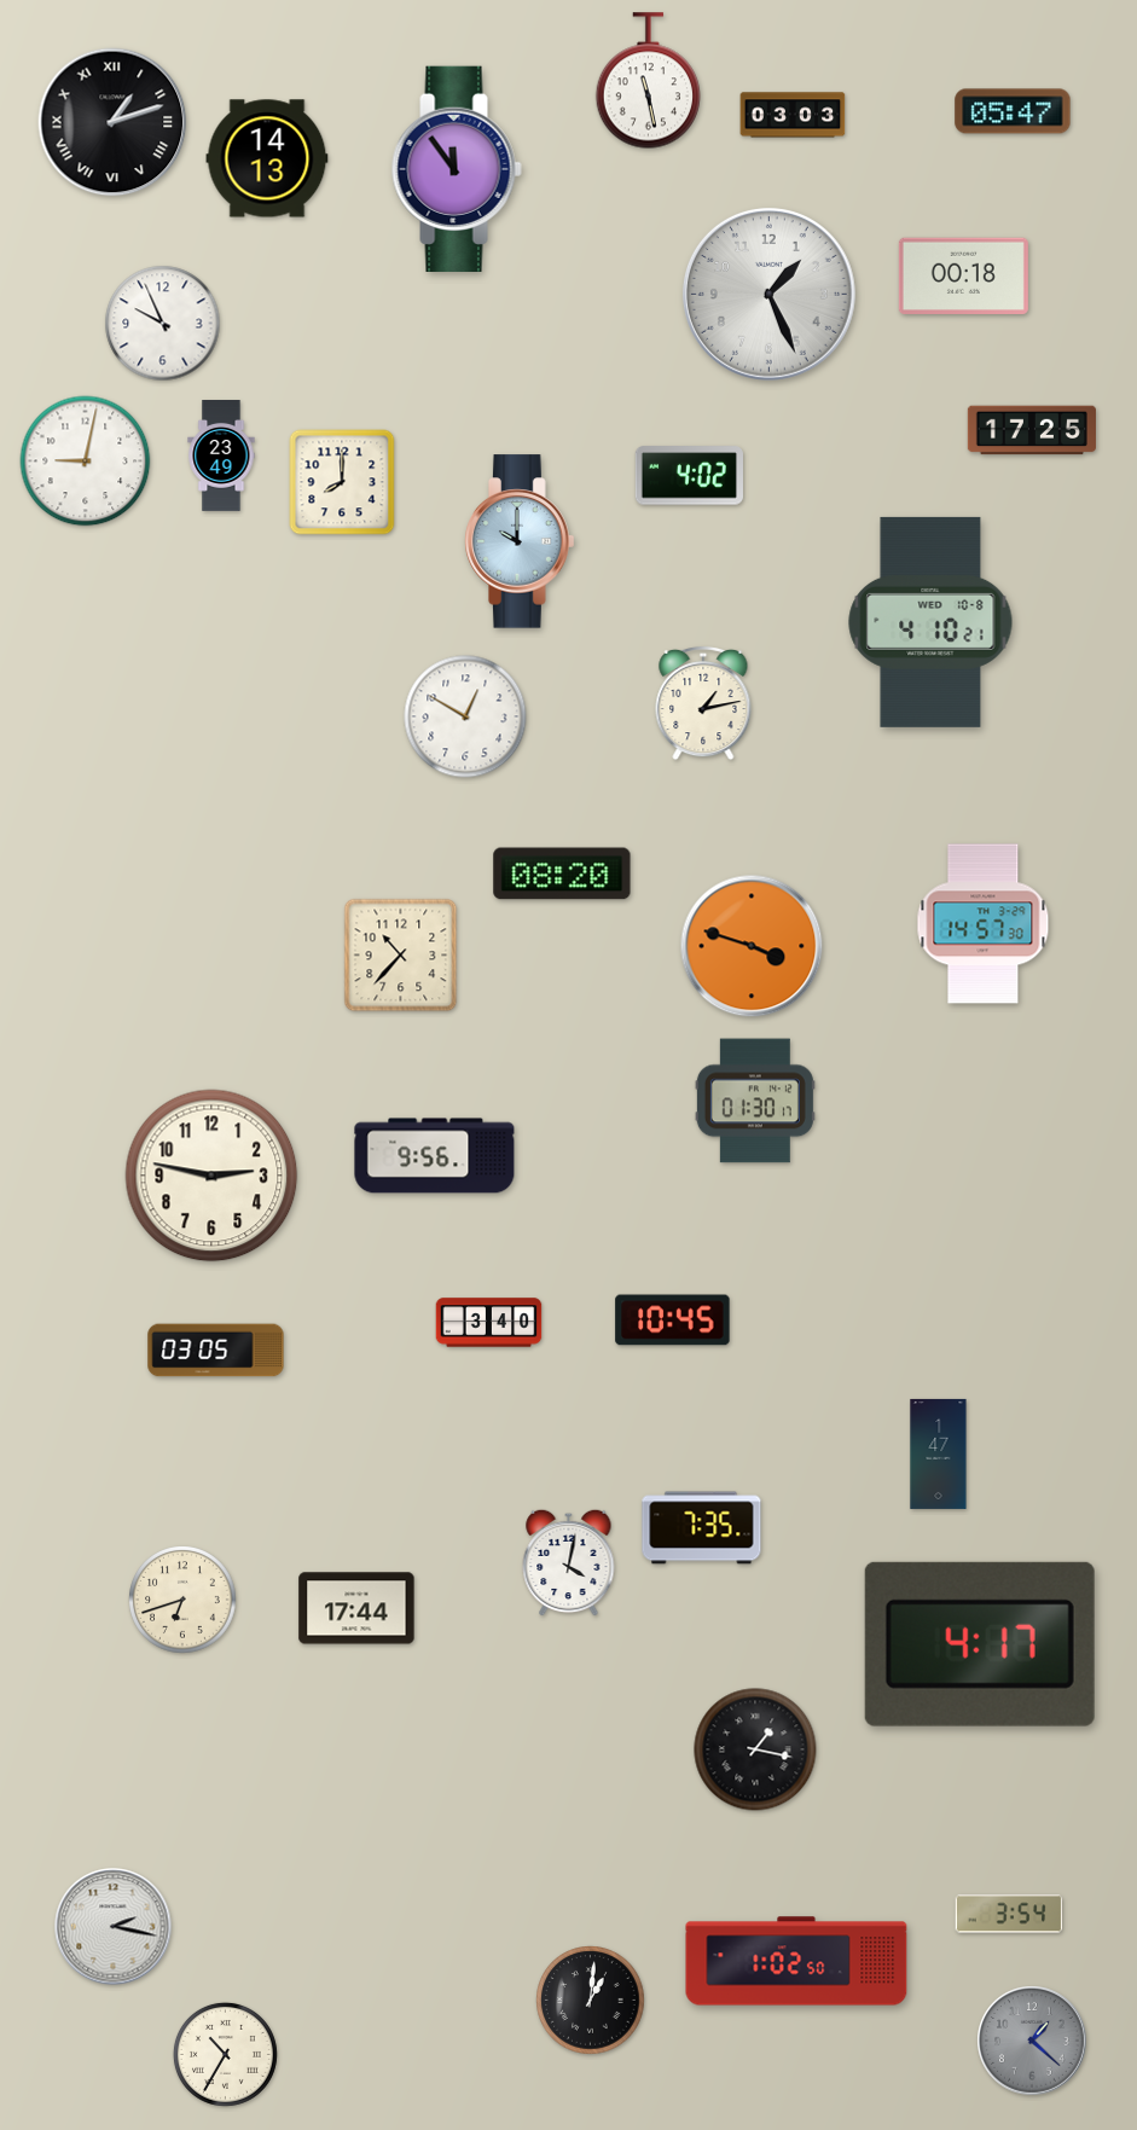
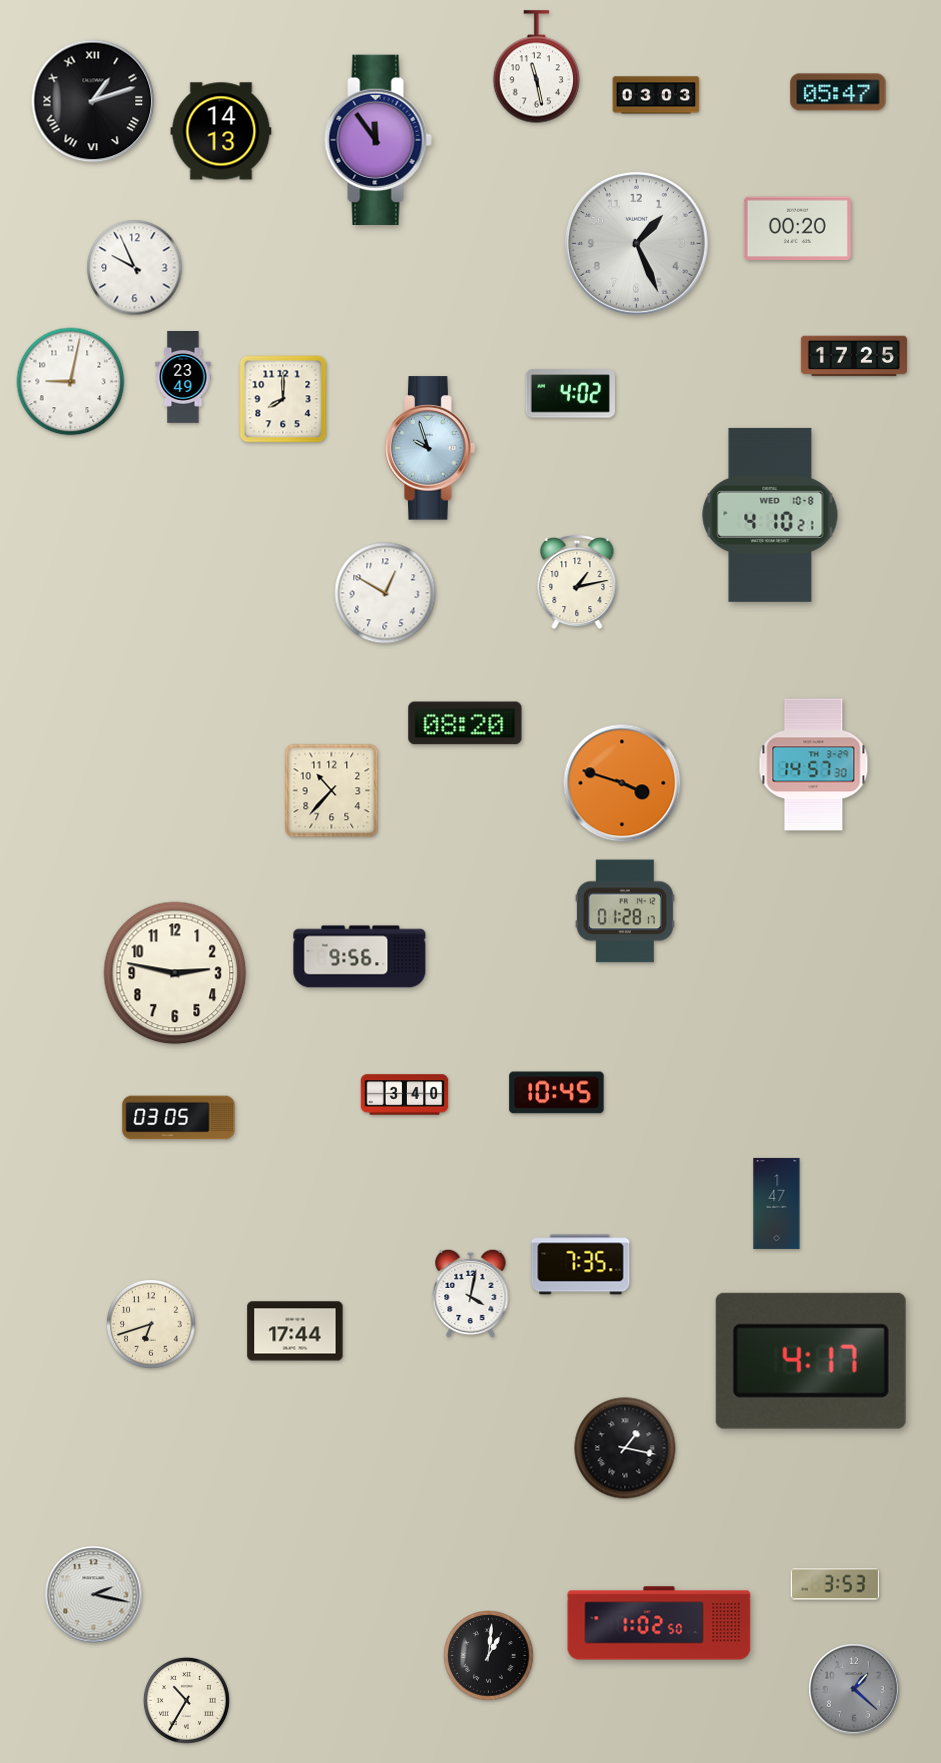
clock at (963, 275): 00:18 -> 00:20
clock at (520, 541): 10:00 -> 9:57
clock at (703, 703) position: (703, 703) -> (577, 582)
clock at (755, 1101): 01:30 -> 01:28
clock at (1009, 1914): 3:54 -> 3:53
